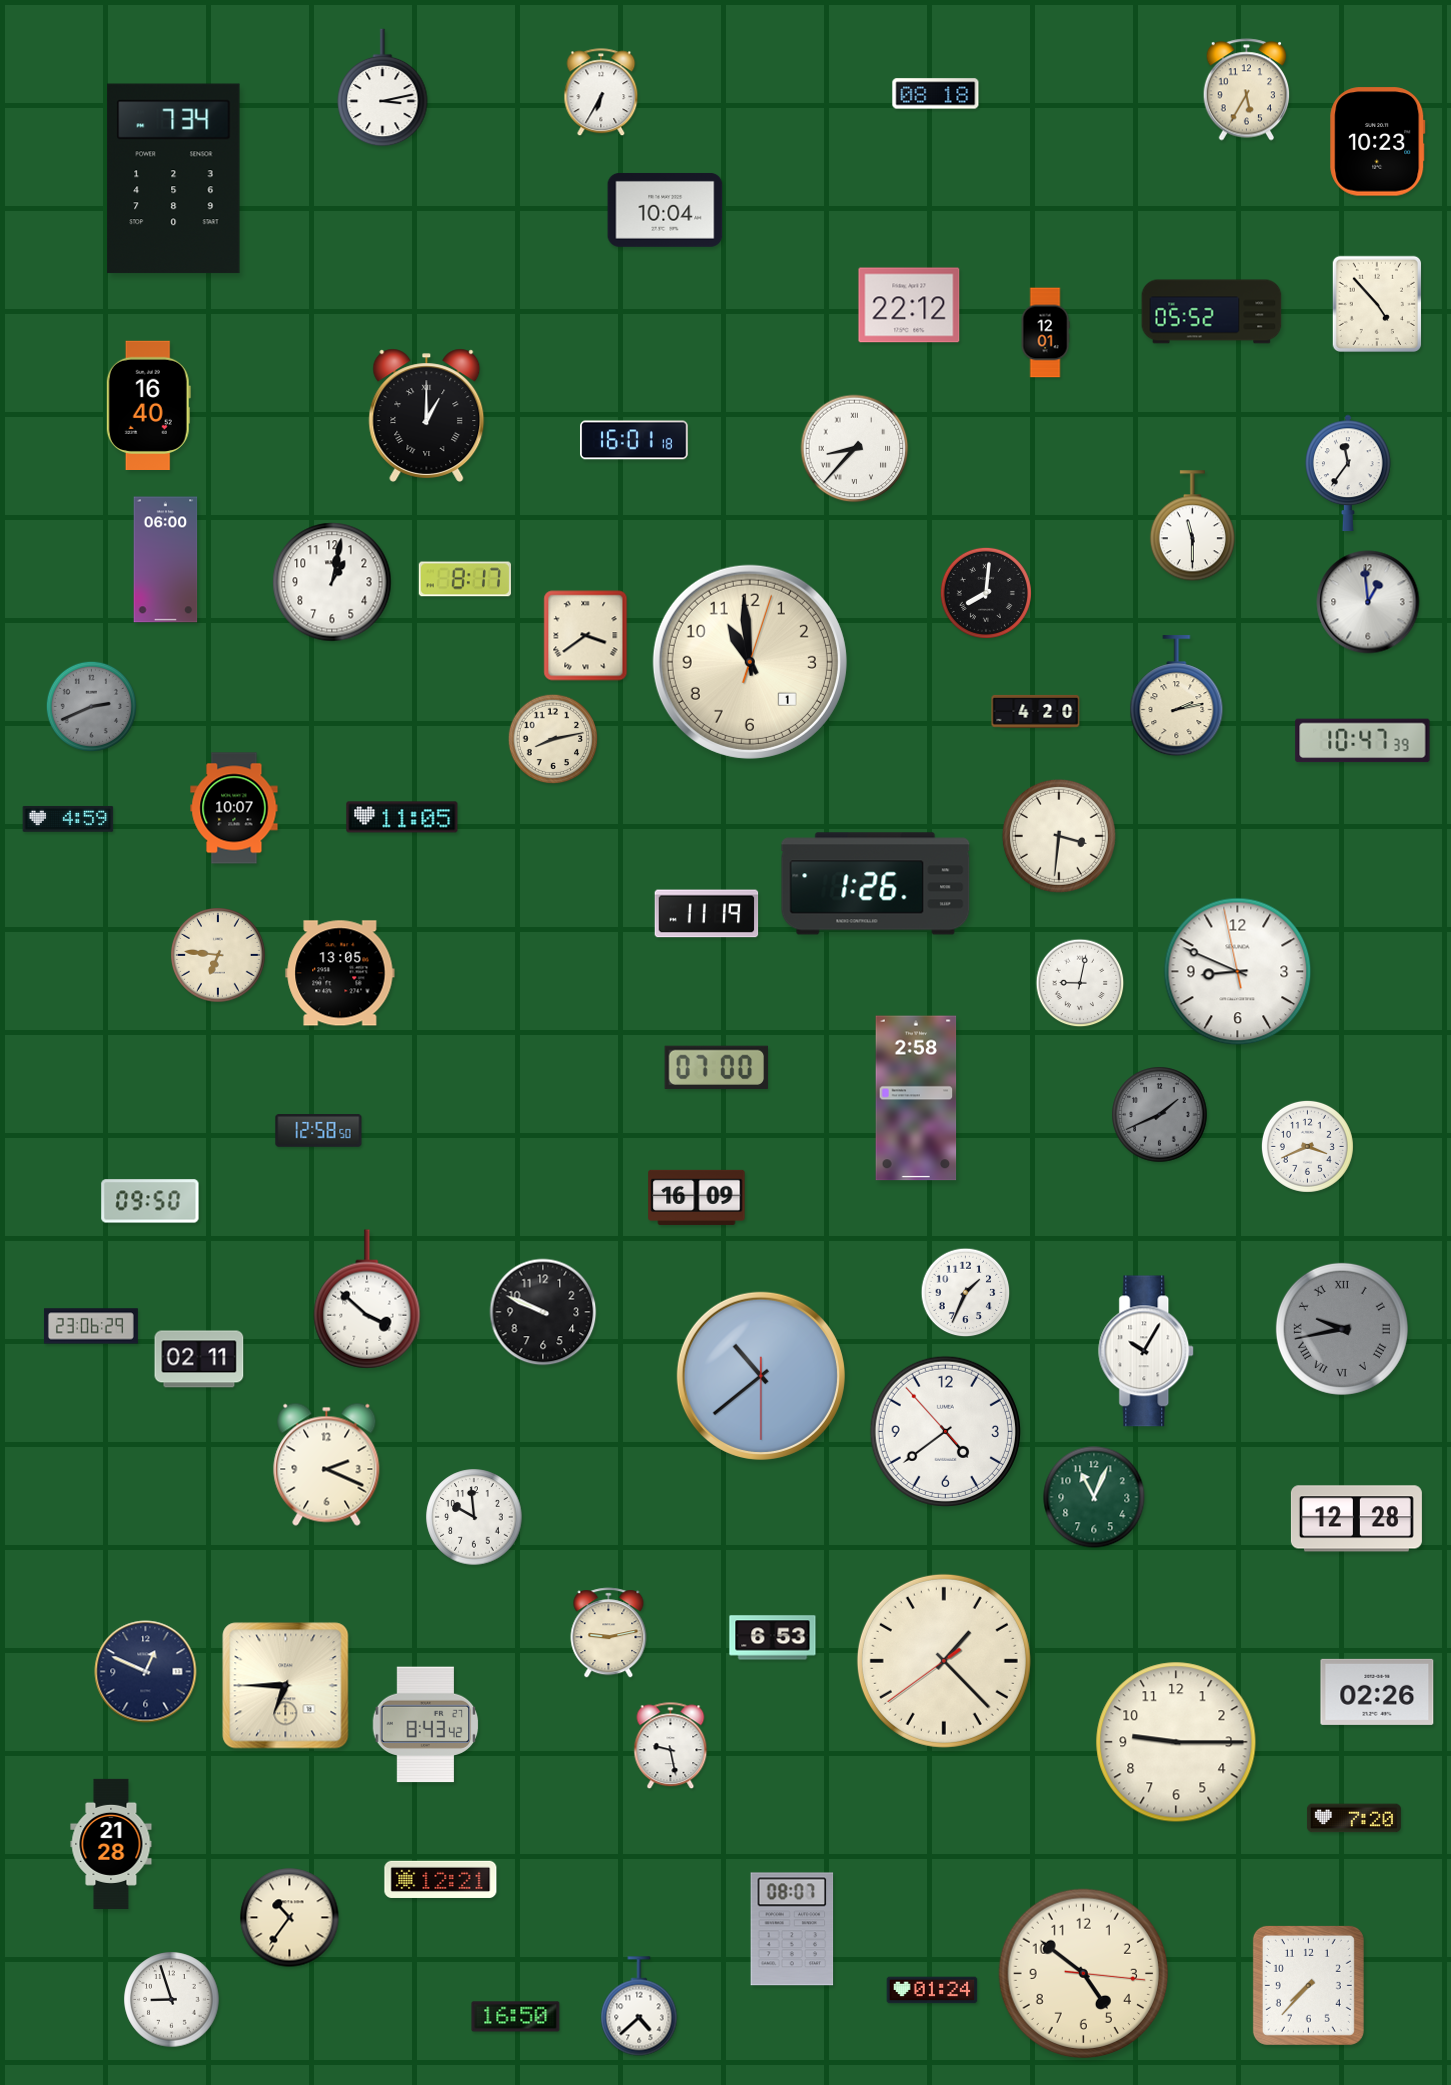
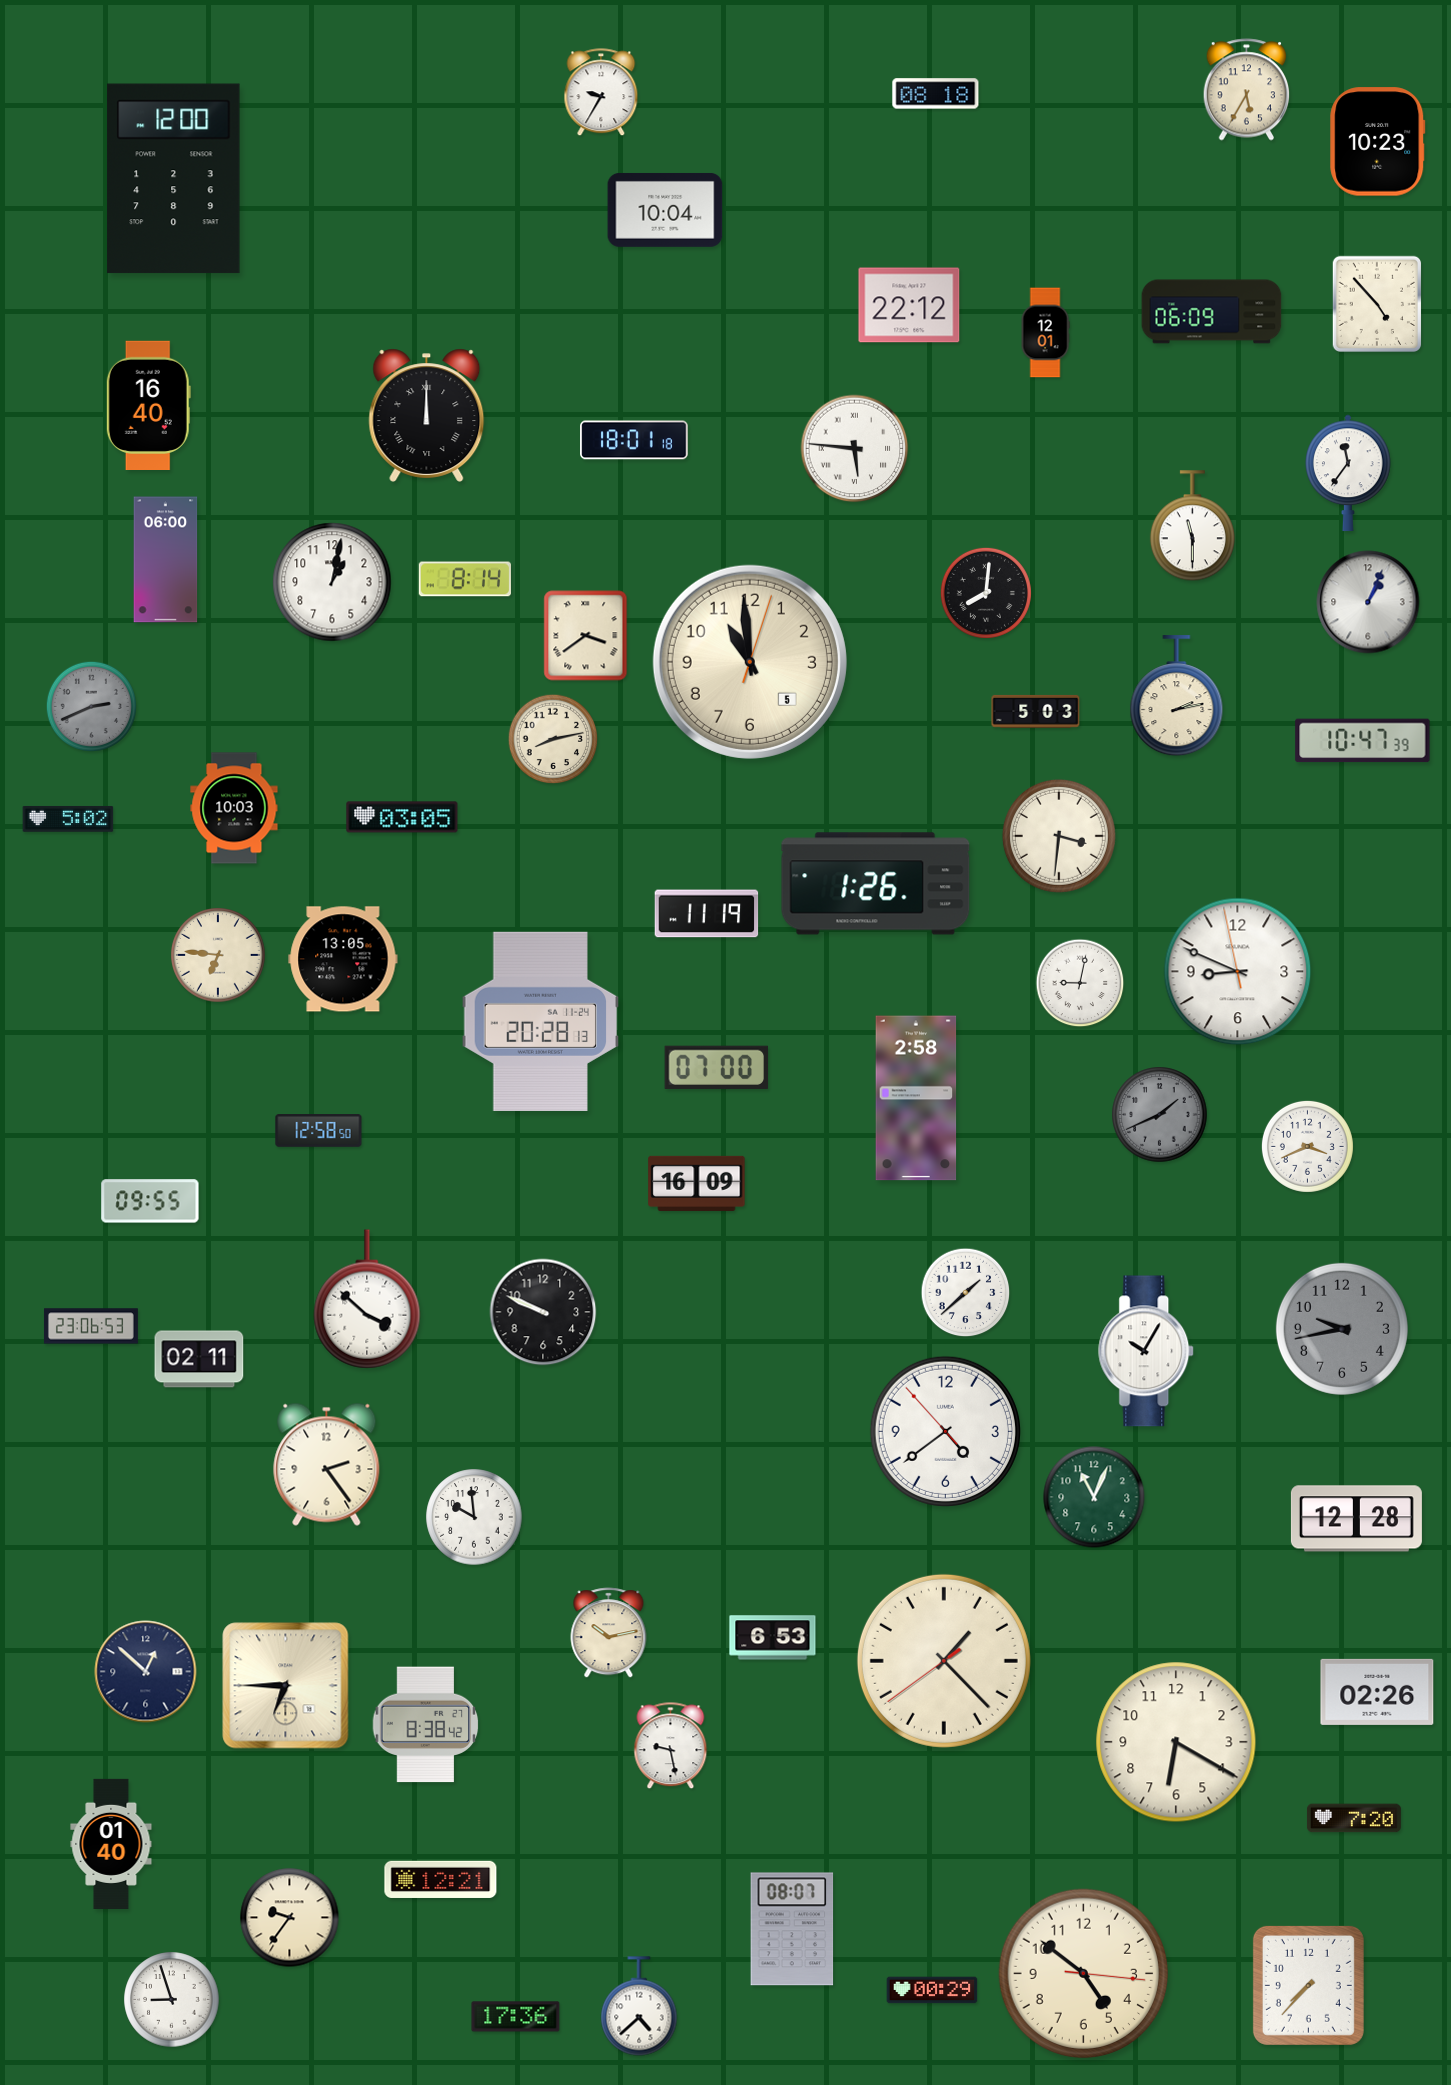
clock at (383, 88): 3:13 -> none
clock at (601, 93): 6:35 -> 9:35
clock at (174, 179): 7:34 -> 12:00
clock at (1212, 312): 05:52 -> 06:09
clock at (427, 415): 1:00 -> 12:00
clock at (634, 440): 16:01 -> 18:01
clock at (855, 449): 8:37 -> 5:46
clock at (465, 579): 8:17 -> 8:14
clock at (1368, 602): 12:59 -> 1:04
clock at (750, 662) date: 1 -> 5
clock at (1036, 711): 4:20 -> 5:03
clock at (234, 808): 10:07 -> 10:03
clock at (402, 817): 11:05 -> 03:05
clock at (68, 819): 4:59 -> 5:02
clock at (340, 973) position: (340, 973) -> (343, 959)
clock at (541, 1021): none -> 20:28
clock at (697, 1197) position: (697, 1197) -> (697, 1183)
clock at (150, 1201): 09:50 -> 09:55
clock at (966, 1293): 1:34 -> 1:38
clock at (91, 1326): 23:06:29 -> 23:06:53
clock at (1342, 1329) numerals: Roman -> Arabic
clock at (761, 1376): 10:38 -> none
clock at (327, 1464): 2:19 -> 2:24
clock at (609, 1633): 9:13 -> 10:13
clock at (146, 1672): 12:49 -> 12:52
clock at (426, 1725): 8:43 -> 8:38
clock at (1176, 1742): 9:15 -> 6:20
clock at (111, 1844): 21:28 -> 01:40
clock at (290, 1918): 10:36 -> 9:36
clock at (932, 1990): 01:24 -> 00:29
clock at (516, 2017): 16:50 -> 17:36
